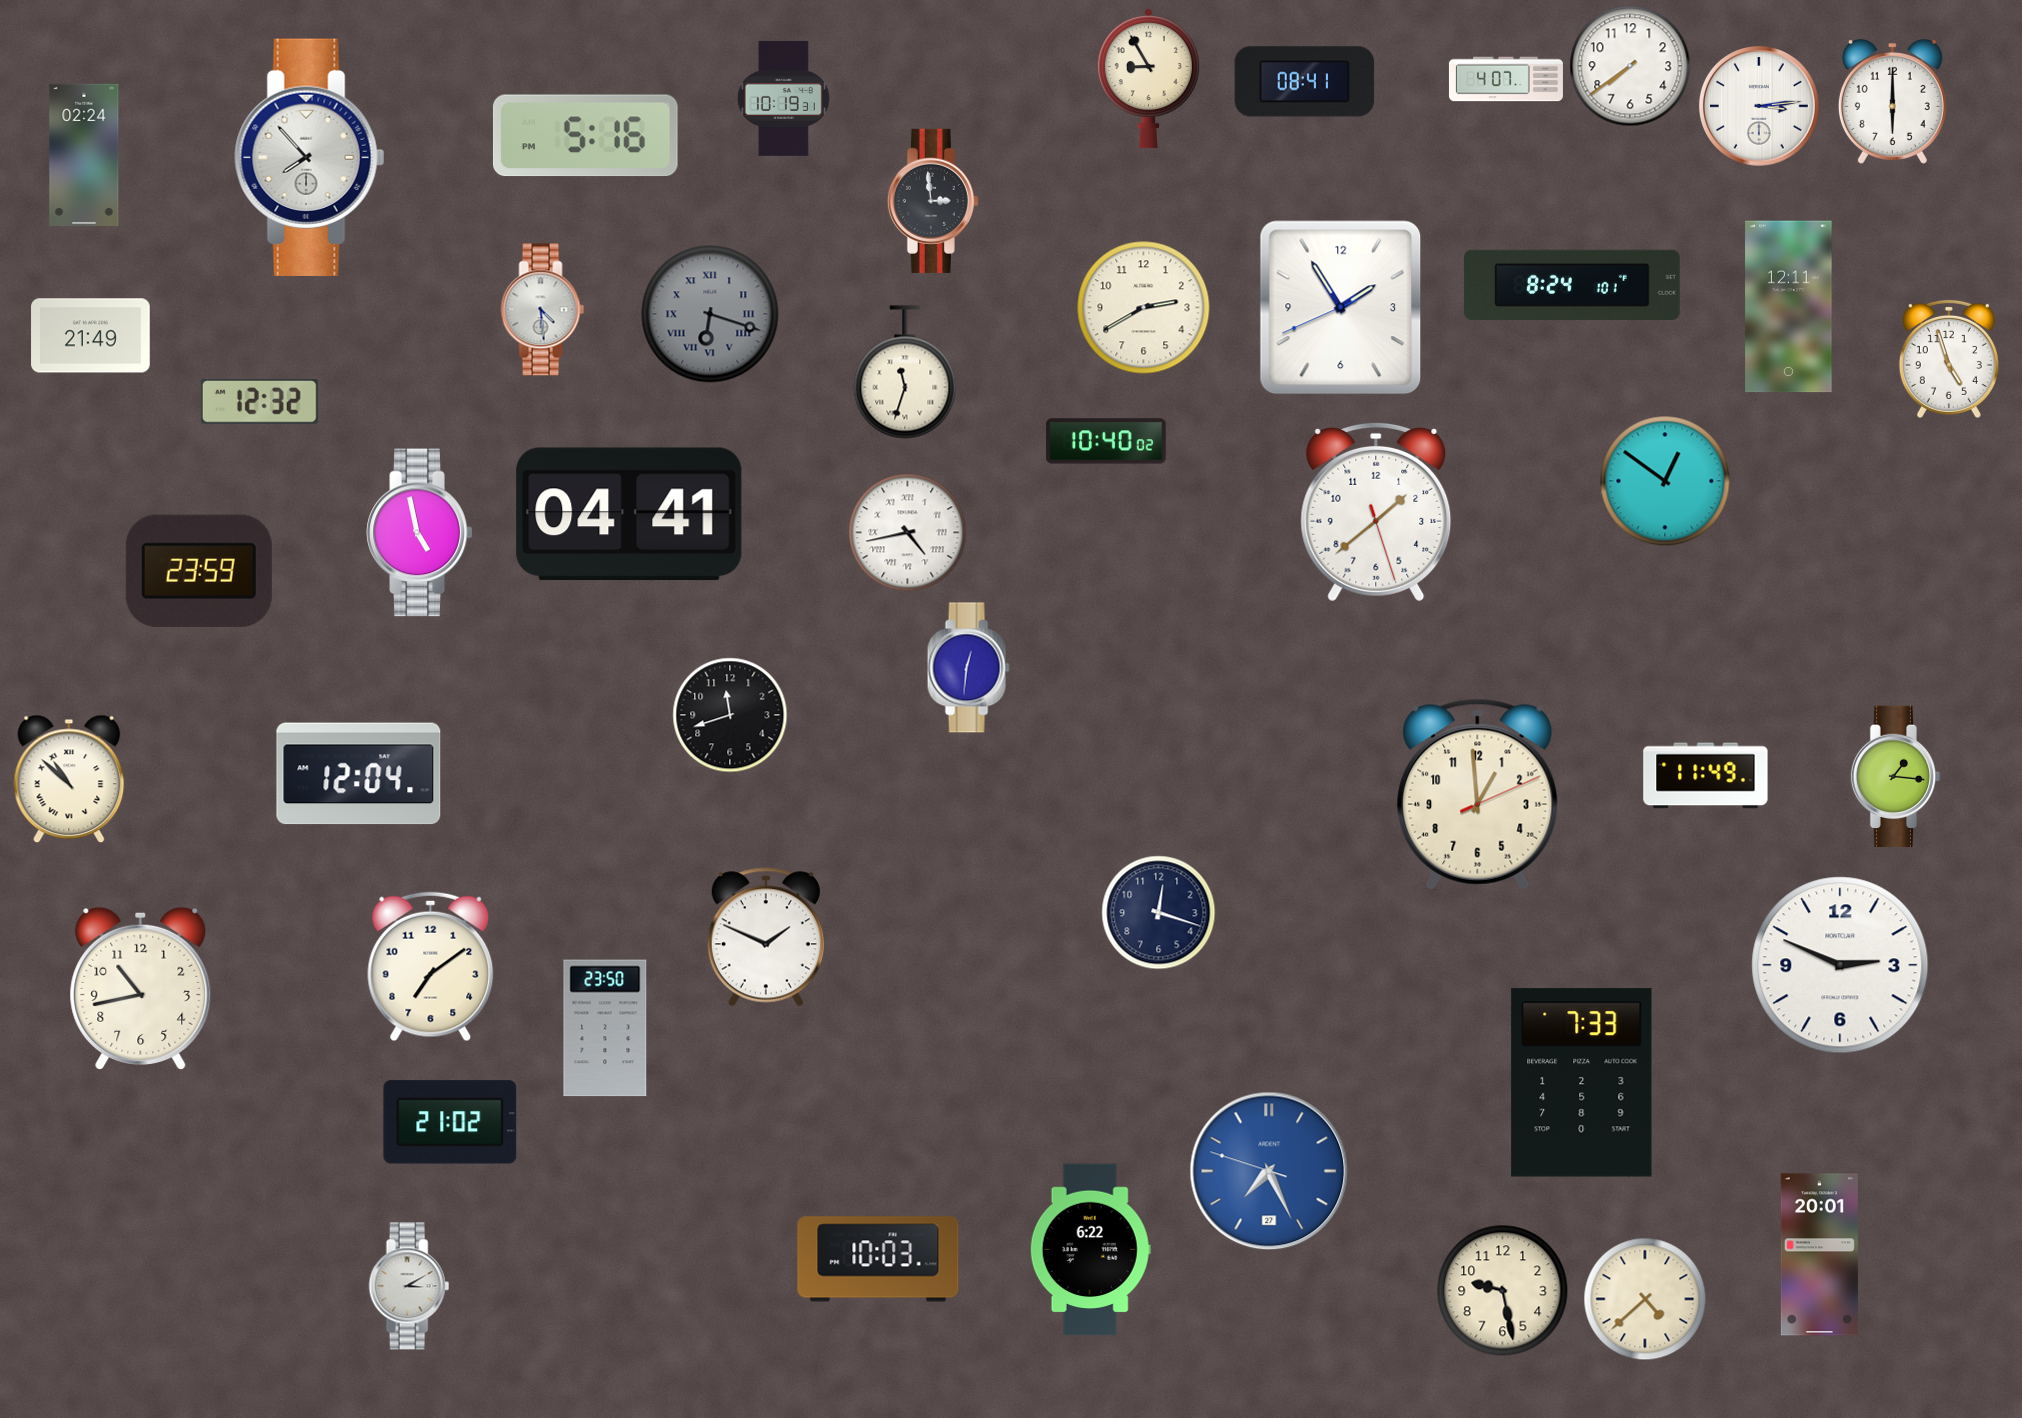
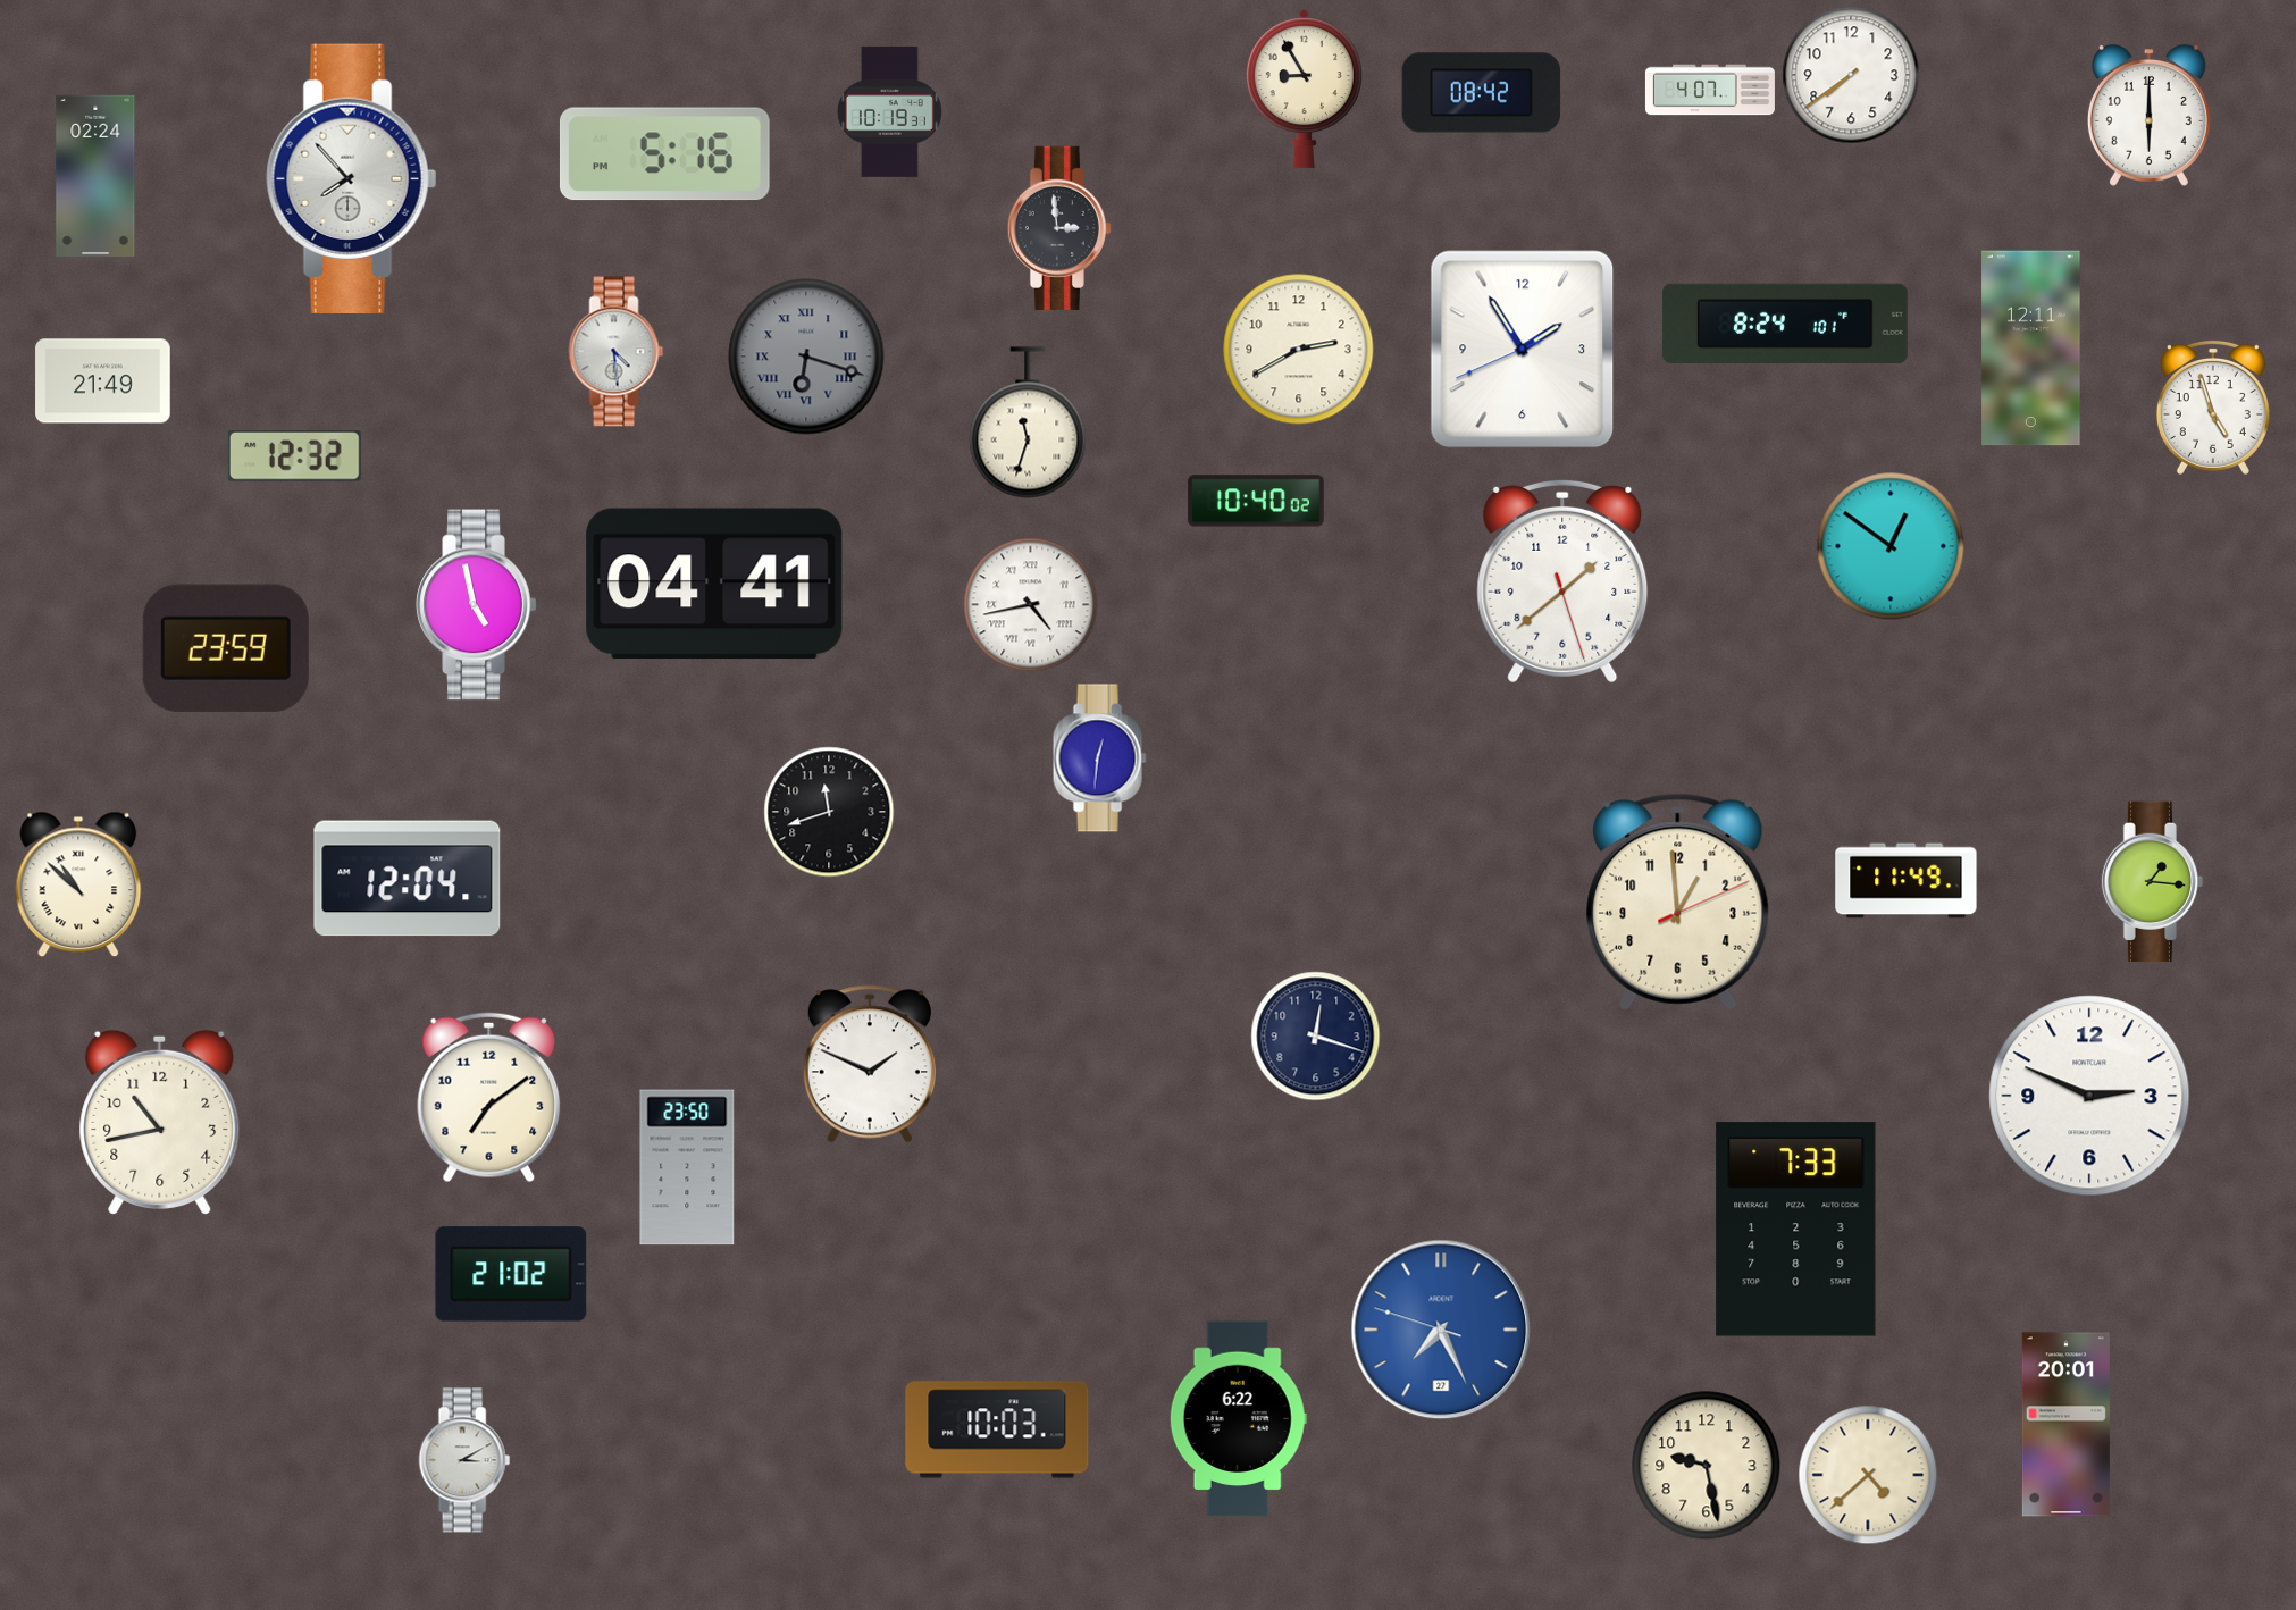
clock at (1305, 82): 08:41 -> 08:42
clock at (1759, 106): 3:14 -> none
clock at (1706, 776) position: (1706, 776) -> (1907, 881)
